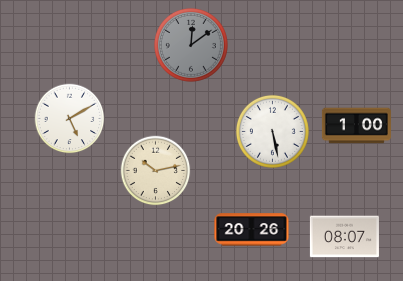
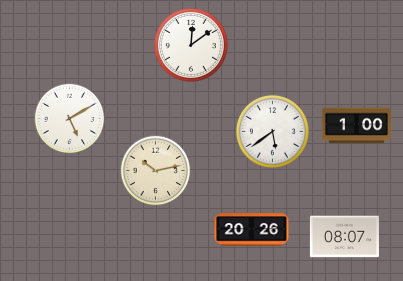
clock at (191, 45) dial: grey -> white
clock at (272, 131): 5:28 -> 5:39
